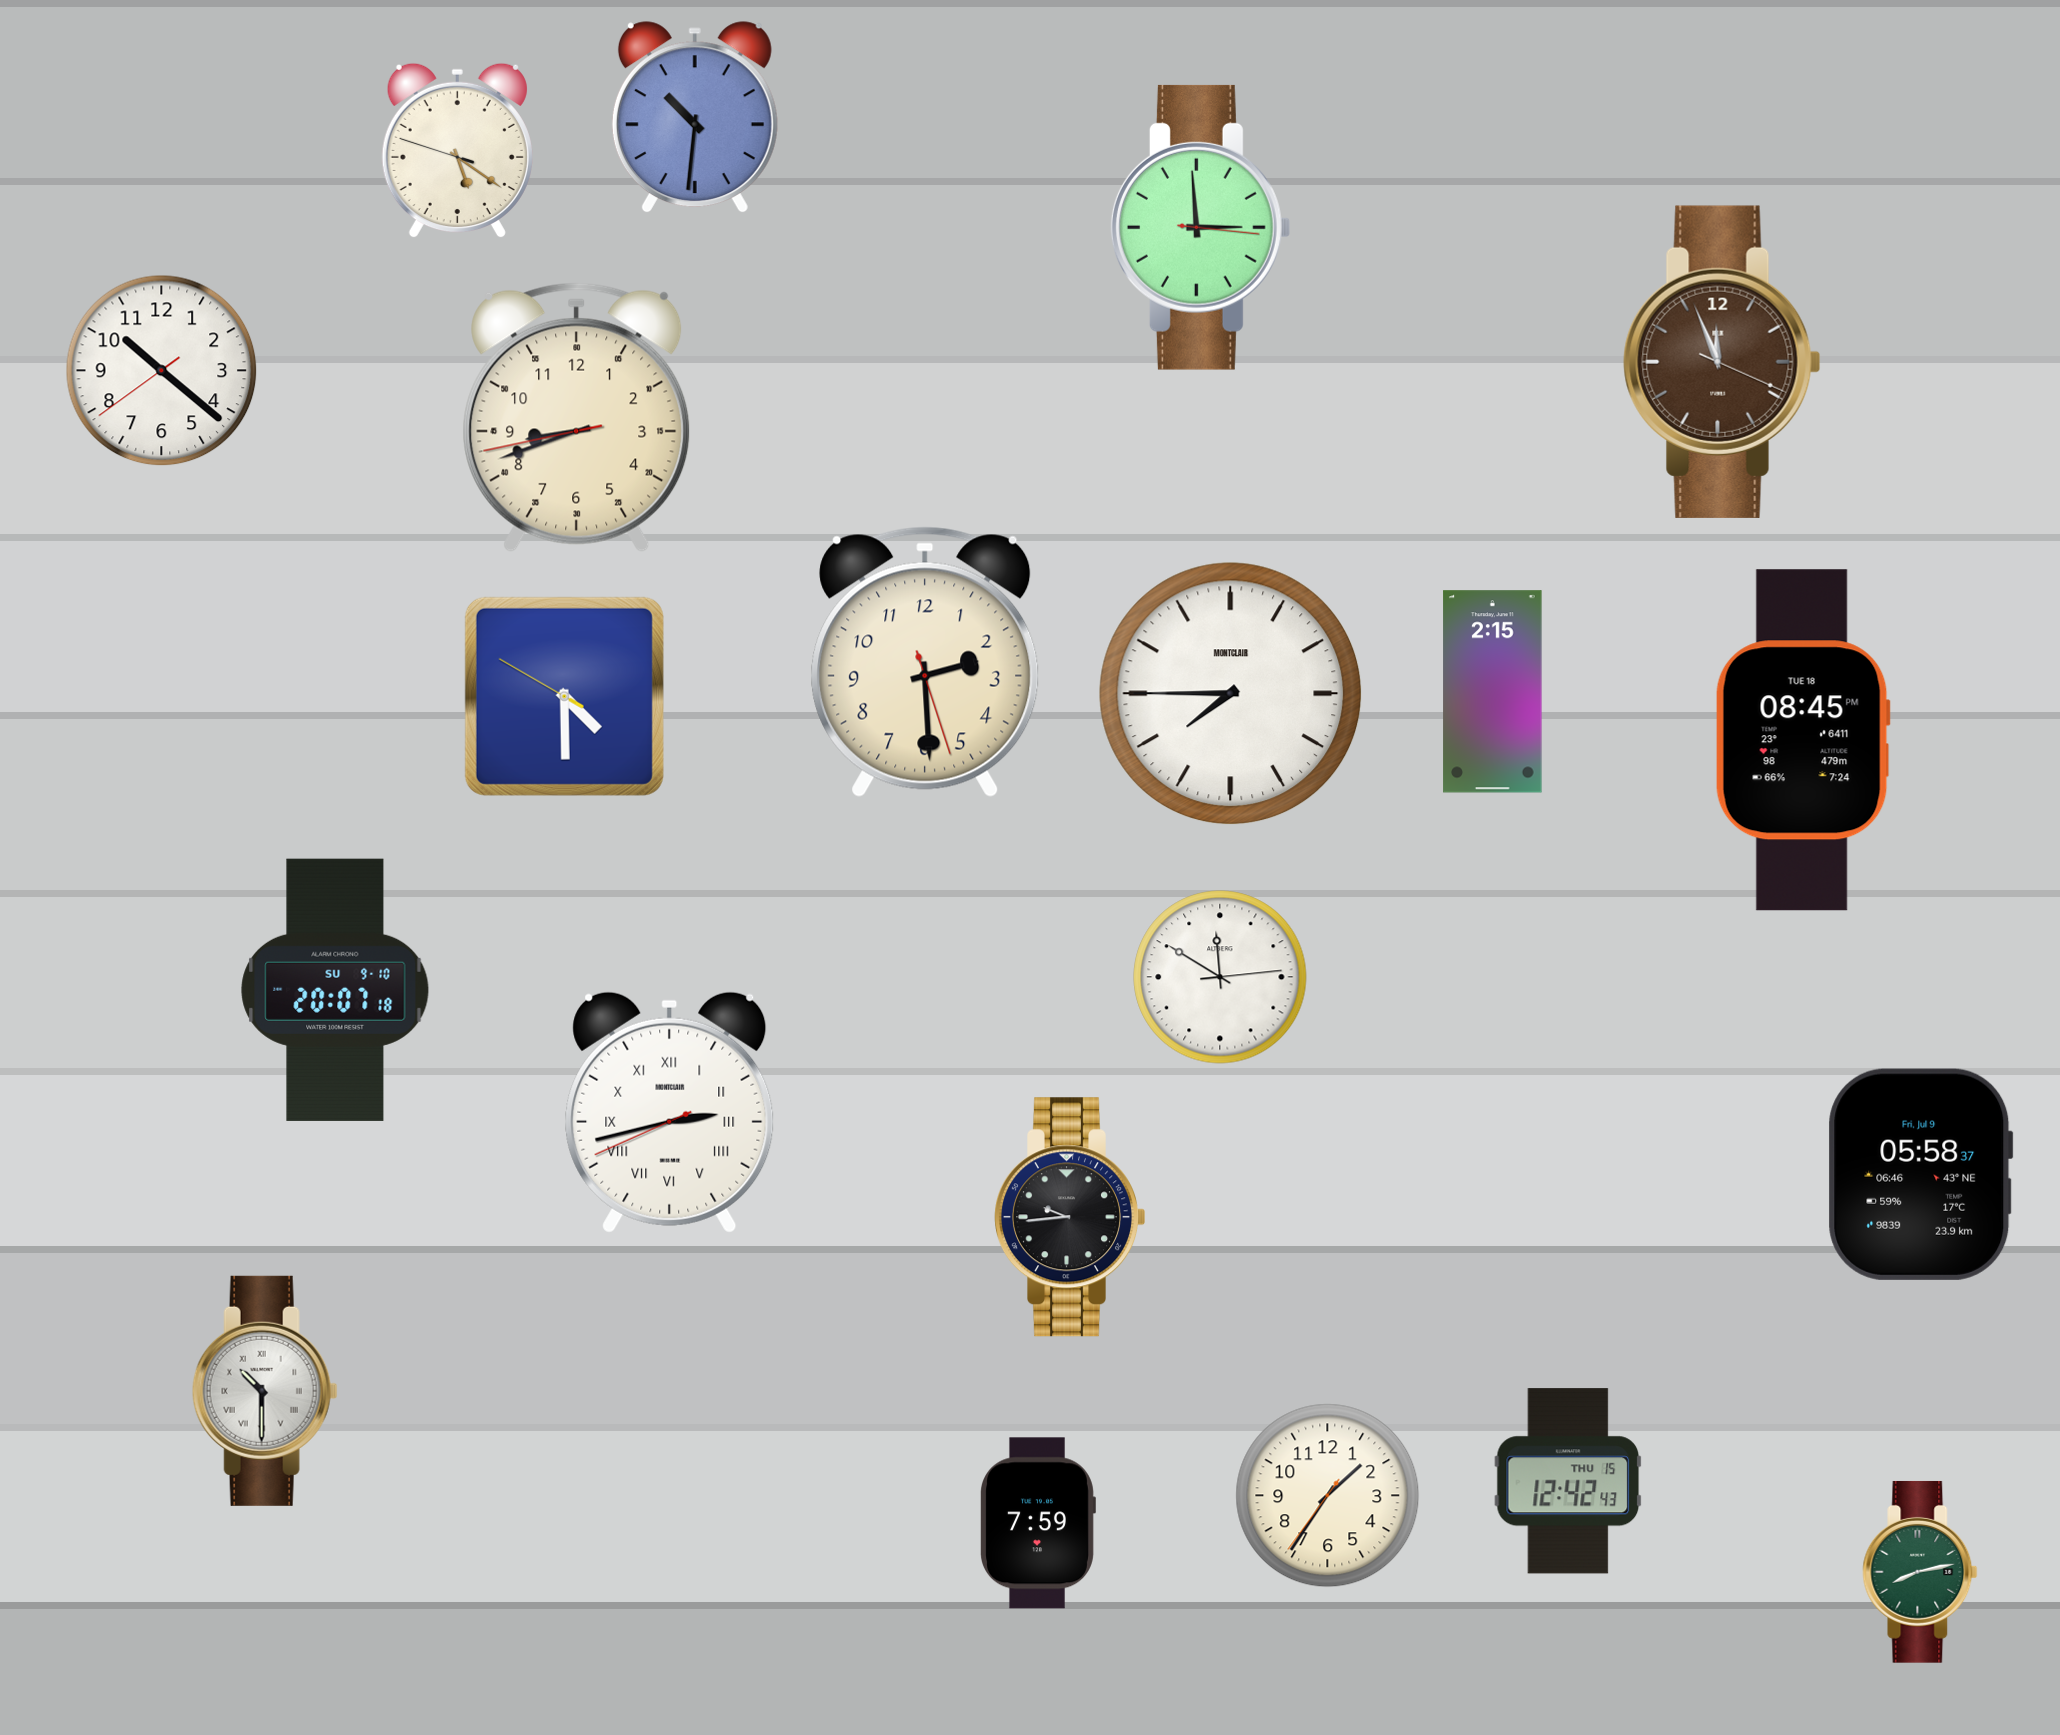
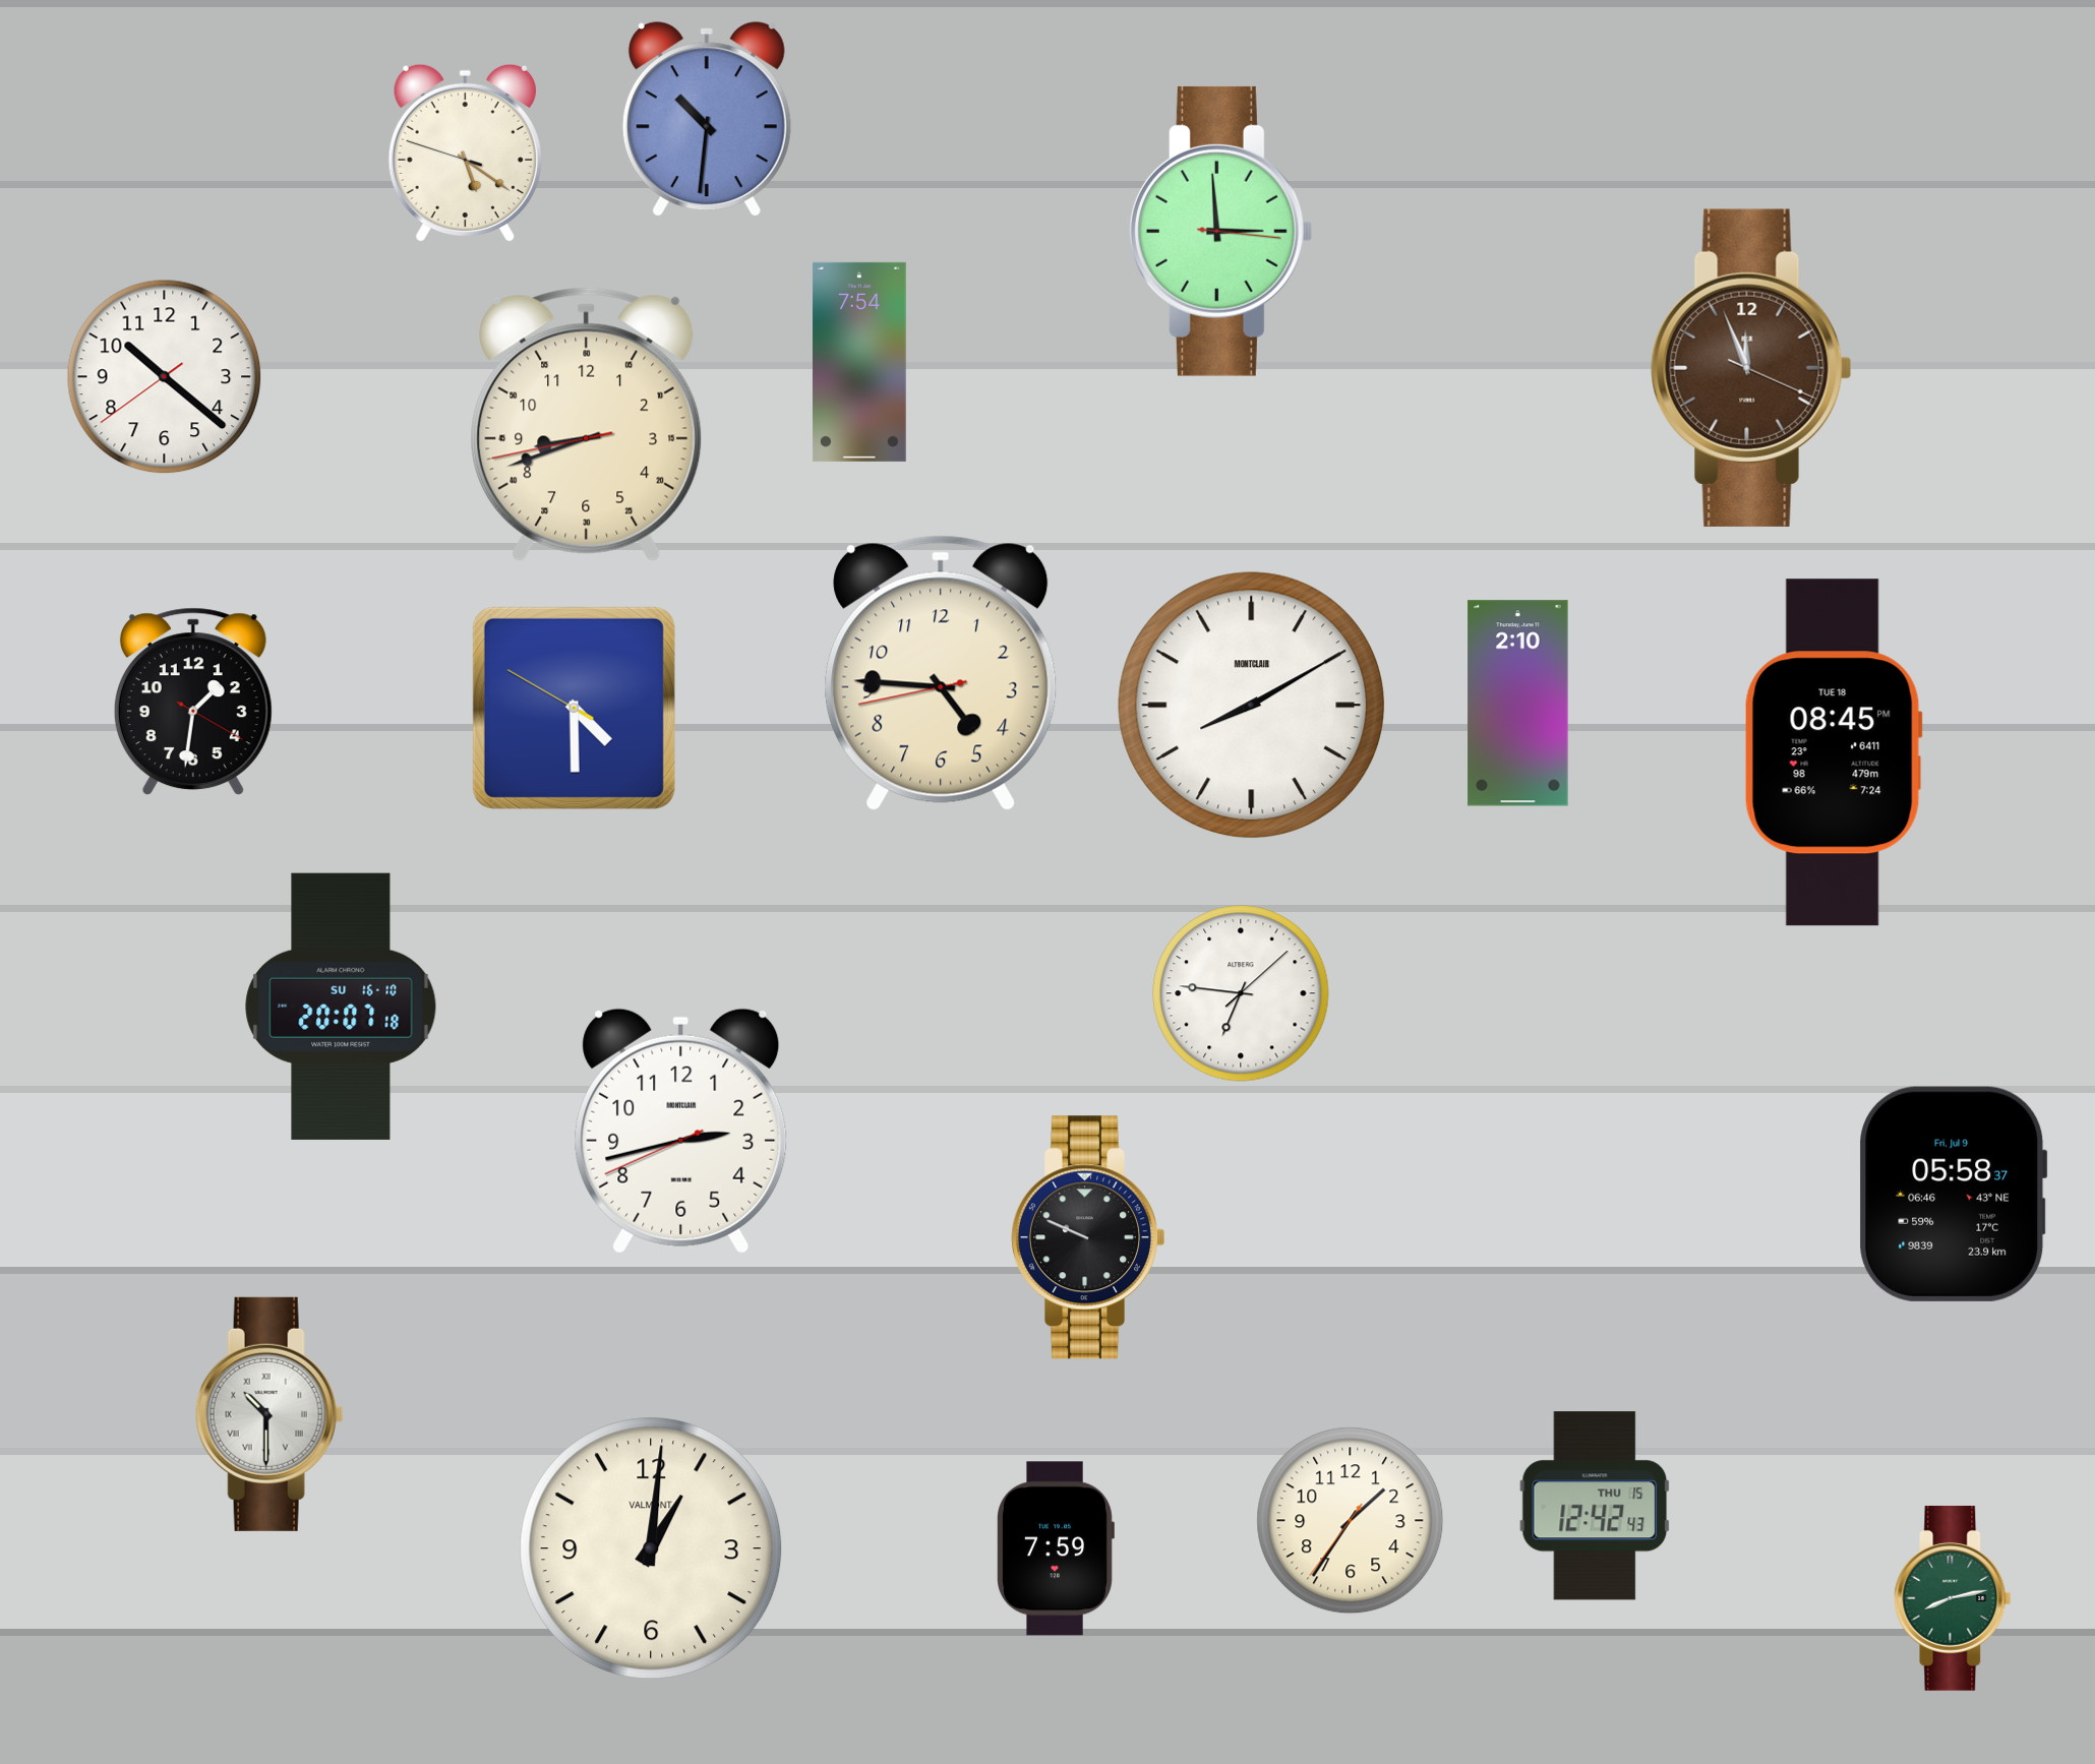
clock at (859, 362): none -> 7:54
clock at (925, 662): 2:29 -> 4:45
clock at (193, 702): none -> 1:31
clock at (1493, 692): 2:15 -> 2:10
clock at (1231, 694): 7:45 -> 8:10
clock at (1220, 977): 11:50 -> 6:46
clock at (335, 990) date: SU 9-10 -> SU 16-10
clock at (670, 1112) numerals: Roman -> Arabic
clock at (1070, 1217): 9:44 -> 9:49
clock at (651, 1548): none -> 1:01
